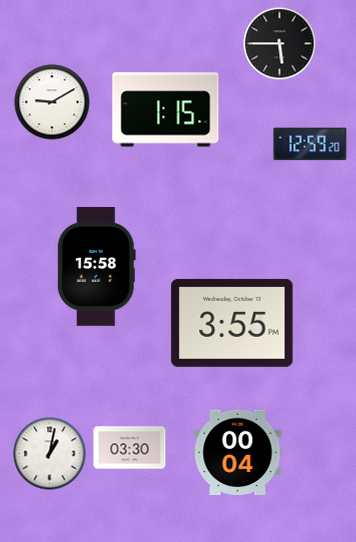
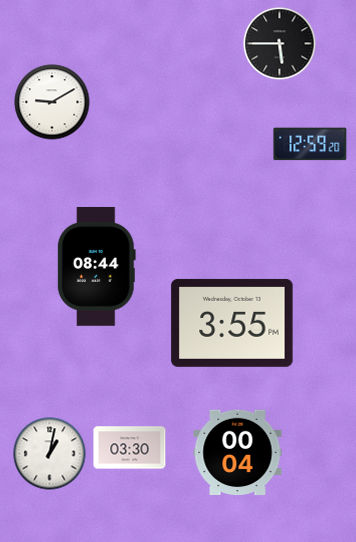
clock at (166, 110): 1:15 -> none
clock at (96, 266): 15:58 -> 08:44
